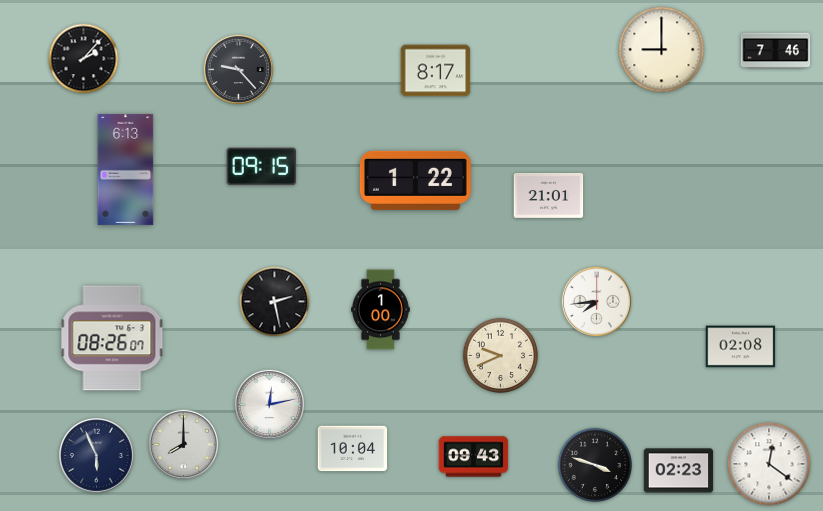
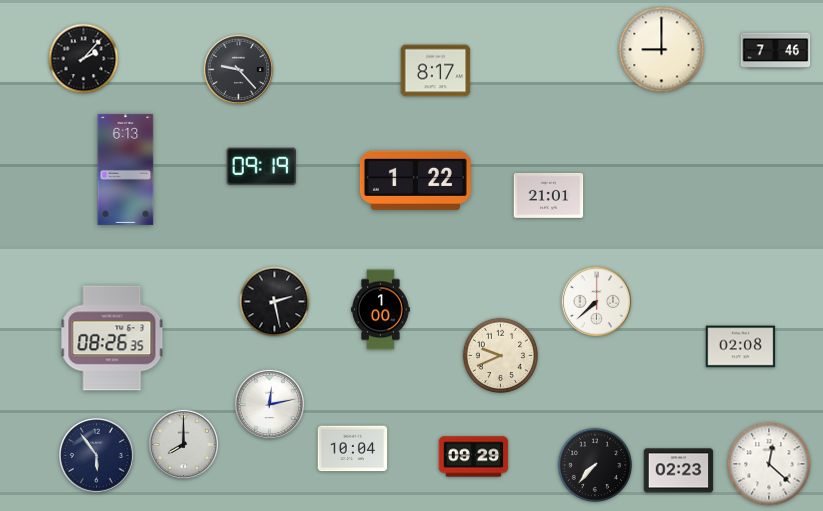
clock at (262, 167): 09:15 -> 09:19
clock at (597, 302): 7:44 -> 7:38
clock at (112, 338): 08:26:07 -> 08:26:35
clock at (97, 456): 5:56 -> 5:54
clock at (474, 457): 09:43 -> 09:29
clock at (769, 464): 12:21 -> 12:22
clock at (595, 465): 3:48 -> 7:37
